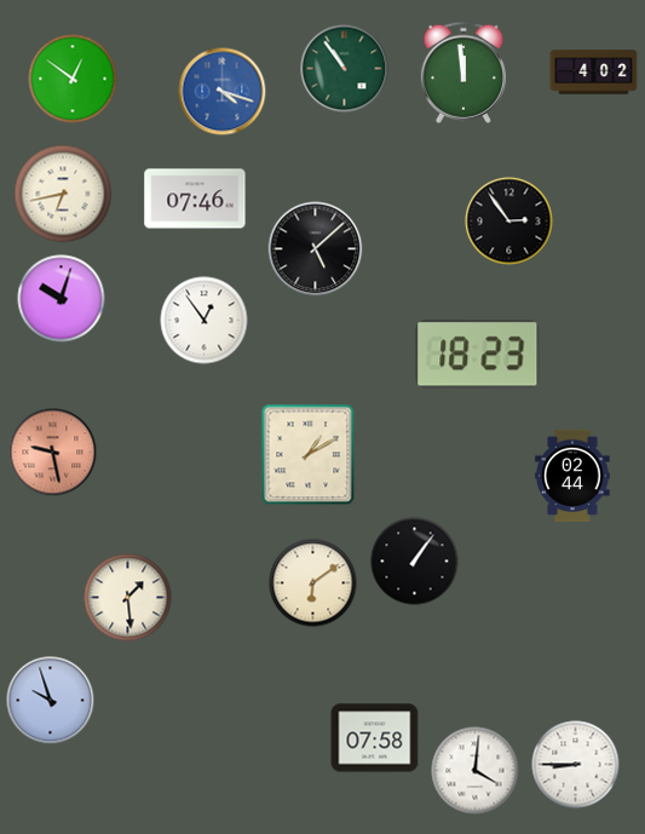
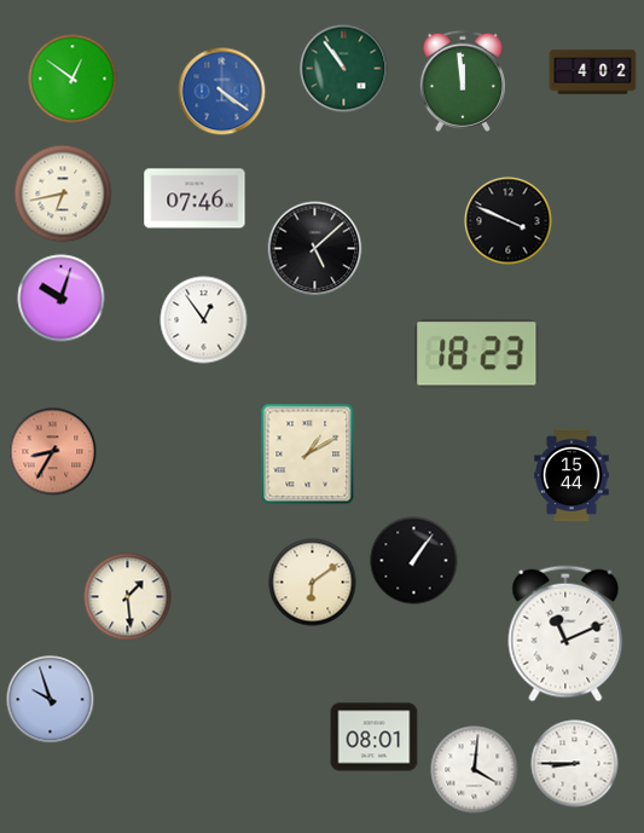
clock at (463, 73) position: (463, 73) -> (463, 81)
clock at (223, 92): 4:18 -> 4:21
clock at (509, 222): 2:54 -> 3:49
clock at (53, 453): 9:28 -> 8:35
clock at (572, 476): 02:44 -> 15:44
clock at (565, 634): none -> 11:11
clock at (375, 738): 07:58 -> 08:01
